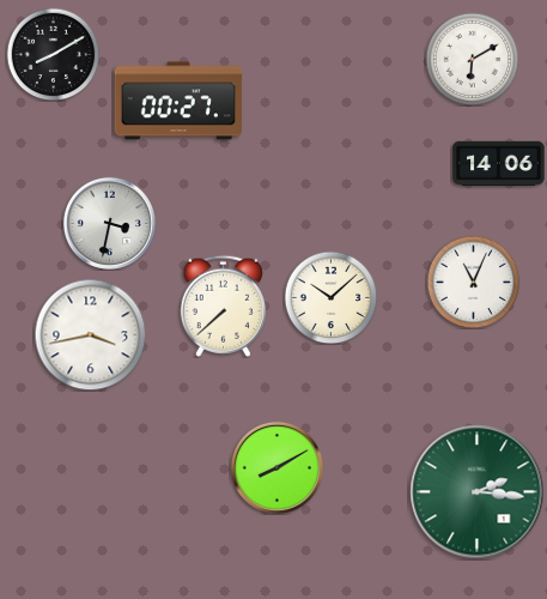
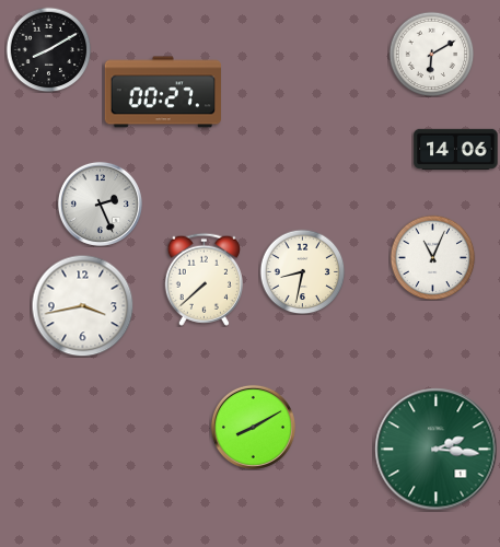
clock at (109, 223): 3:32 -> 2:26
clock at (330, 297): 10:08 -> 8:32
